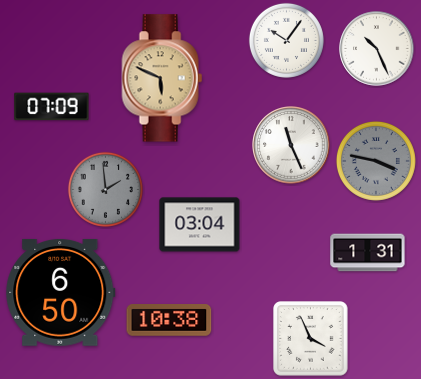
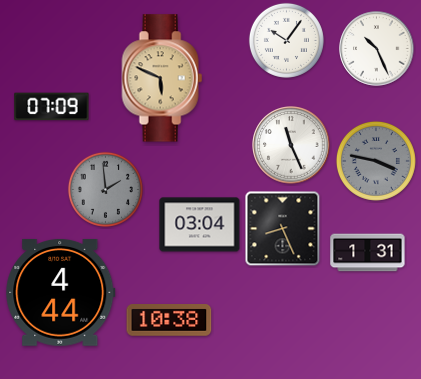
clock at (283, 229): none -> 8:26
clock at (61, 292): 6:50 -> 4:44
clock at (311, 339): 3:56 -> none
